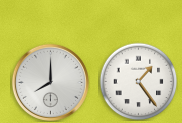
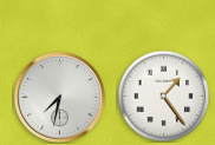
clock at (50, 82): 8:00 -> 7:32
